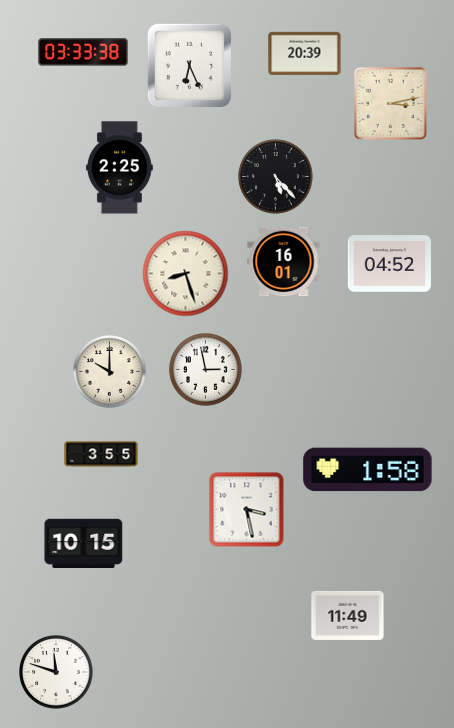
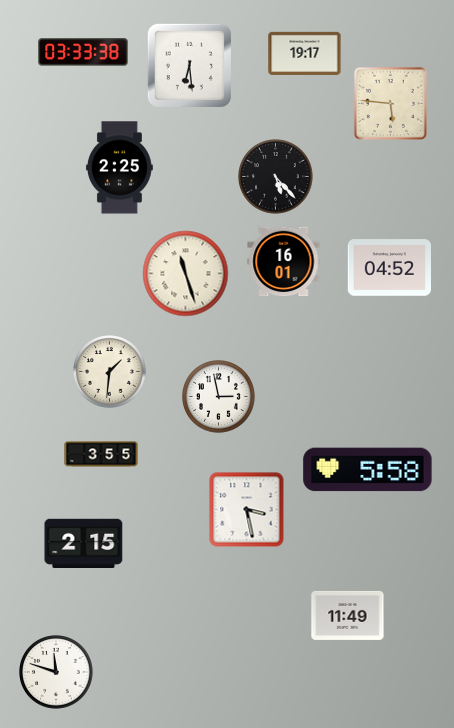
clock at (305, 53): 20:39 -> 19:17
clock at (189, 65): 6:26 -> 6:29
clock at (390, 103): 3:13 -> 5:46
clock at (389, 264) position: (389, 264) -> (389, 268)
clock at (186, 274): 8:27 -> 11:27
clock at (206, 370) position: (206, 370) -> (219, 397)
clock at (110, 372): 10:00 -> 1:31
clock at (368, 470): 1:58 -> 5:58
clock at (84, 543): 10:15 -> 2:15
